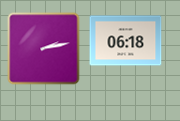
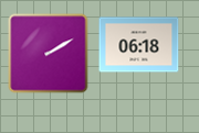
clock at (44, 49): 2:13 -> 2:10
